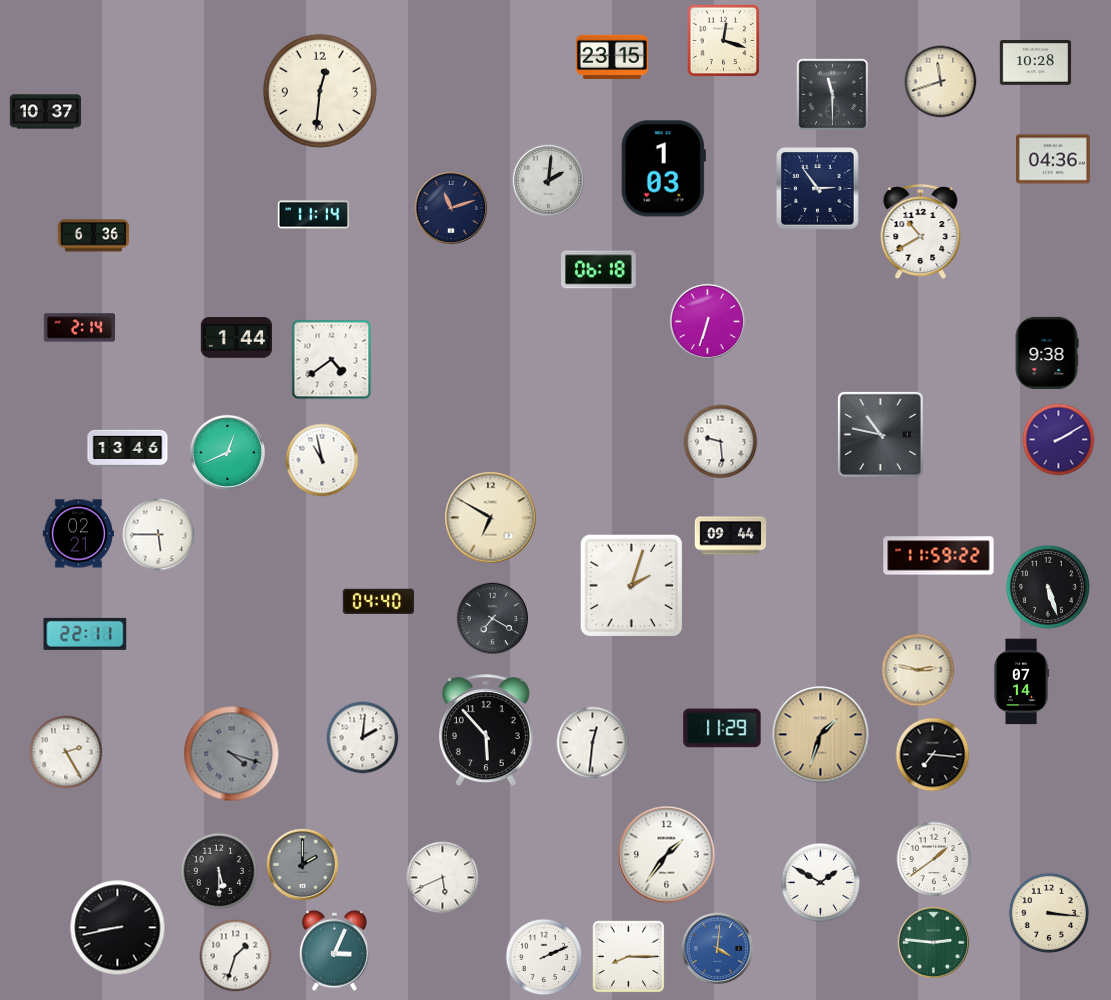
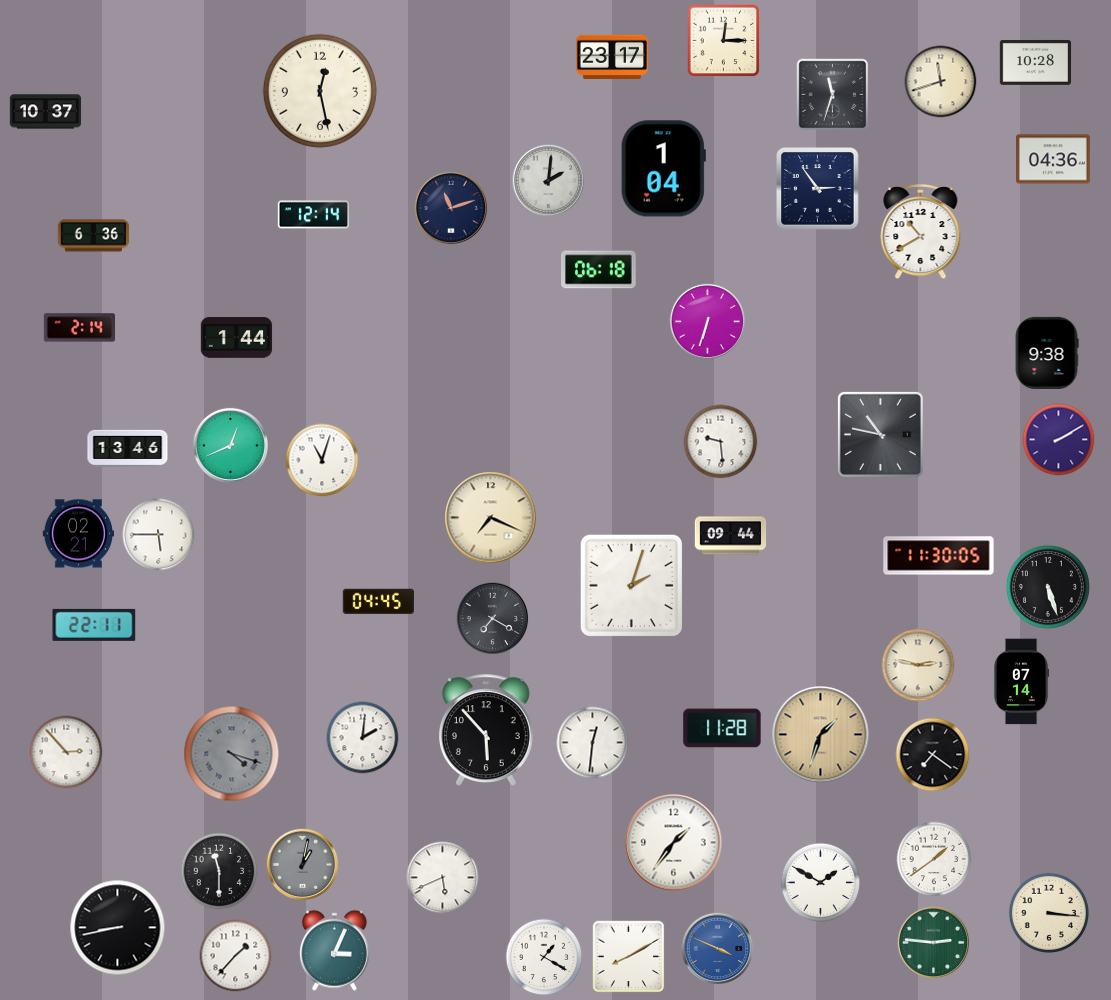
clock at (724, 41): 12:18 -> 12:15
clock at (612, 57): 23:15 -> 23:17
clock at (320, 91): 12:31 -> 12:28
clock at (833, 95): 11:30 -> 11:33
clock at (663, 169): 1:03 -> 1:04
clock at (314, 215): 11:14 -> 12:14
clock at (332, 360): 4:39 -> none
clock at (227, 452) position: (227, 452) -> (230, 445)
clock at (322, 460): 10:58 -> 11:03
clock at (491, 518): 6:50 -> 7:19
clock at (939, 556): 11:59 -> 11:30
clock at (378, 601): 04:40 -> 04:45
clock at (85, 634) position: (85, 634) -> (94, 625)
clock at (918, 670) position: (918, 670) -> (918, 665)
clock at (722, 728): 11:29 -> 11:28
clock at (66, 752): 2:25 -> 2:53
clock at (933, 755): 7:16 -> 7:21
clock at (667, 855) position: (667, 855) -> (674, 843)
clock at (303, 865): 2:00 -> 1:02
clock at (219, 871): 5:30 -> 11:30
clock at (718, 949): 4:01 -> 3:49
clock at (236, 956): 1:33 -> 1:37
clock at (544, 957): 2:11 -> 1:20
clock at (629, 957): 8:15 -> 8:10
